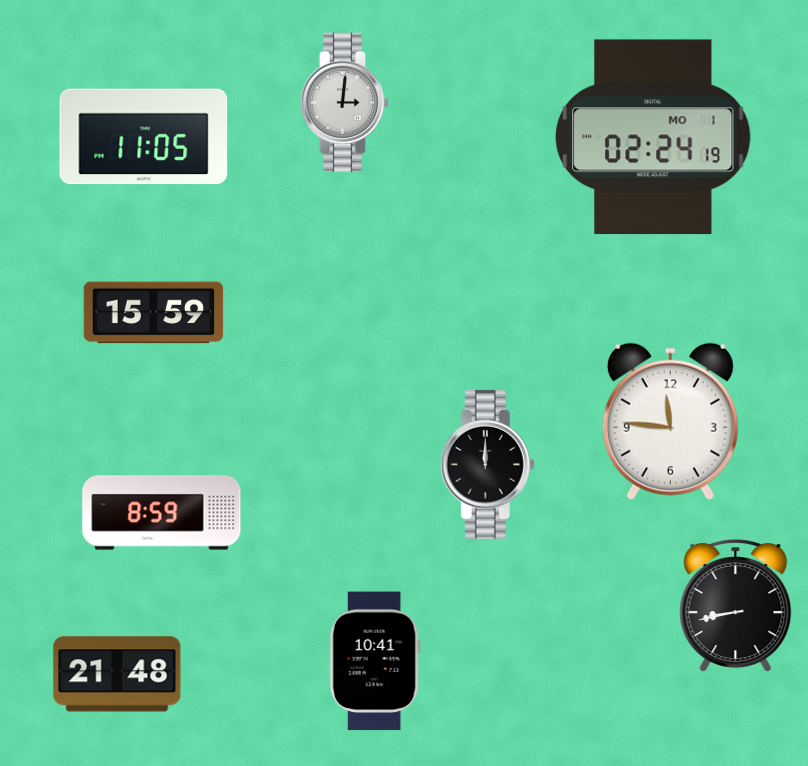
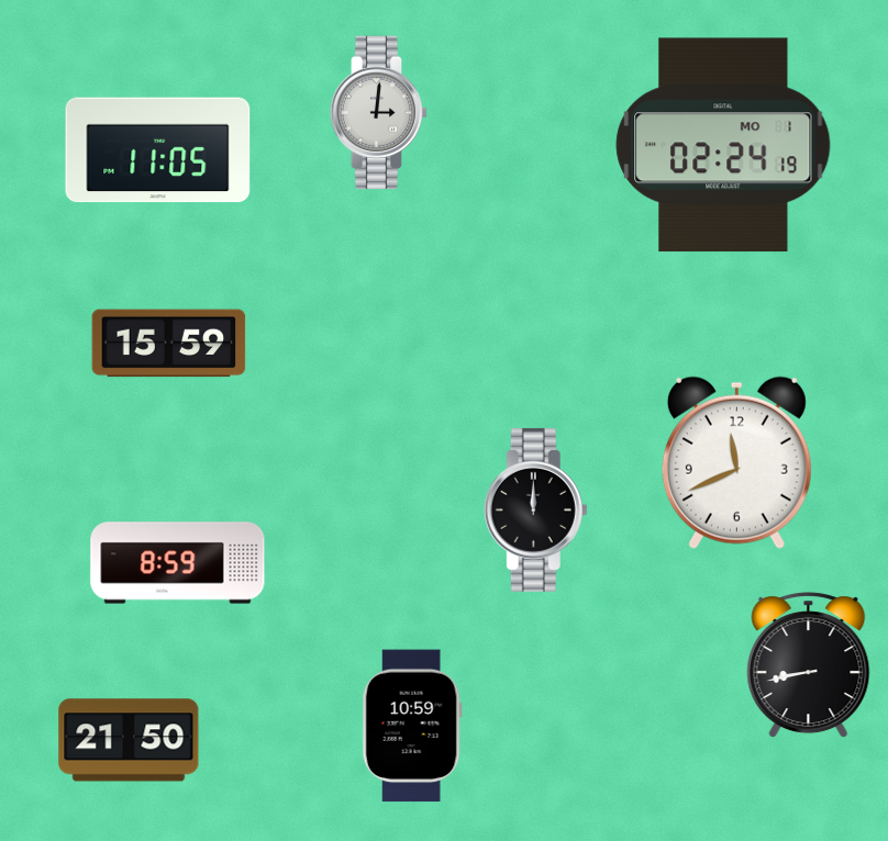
clock at (653, 137) position: (653, 137) -> (723, 145)
clock at (670, 421): 11:46 -> 11:41
clock at (375, 661): 10:41 -> 10:59
clock at (117, 674): 21:48 -> 21:50
